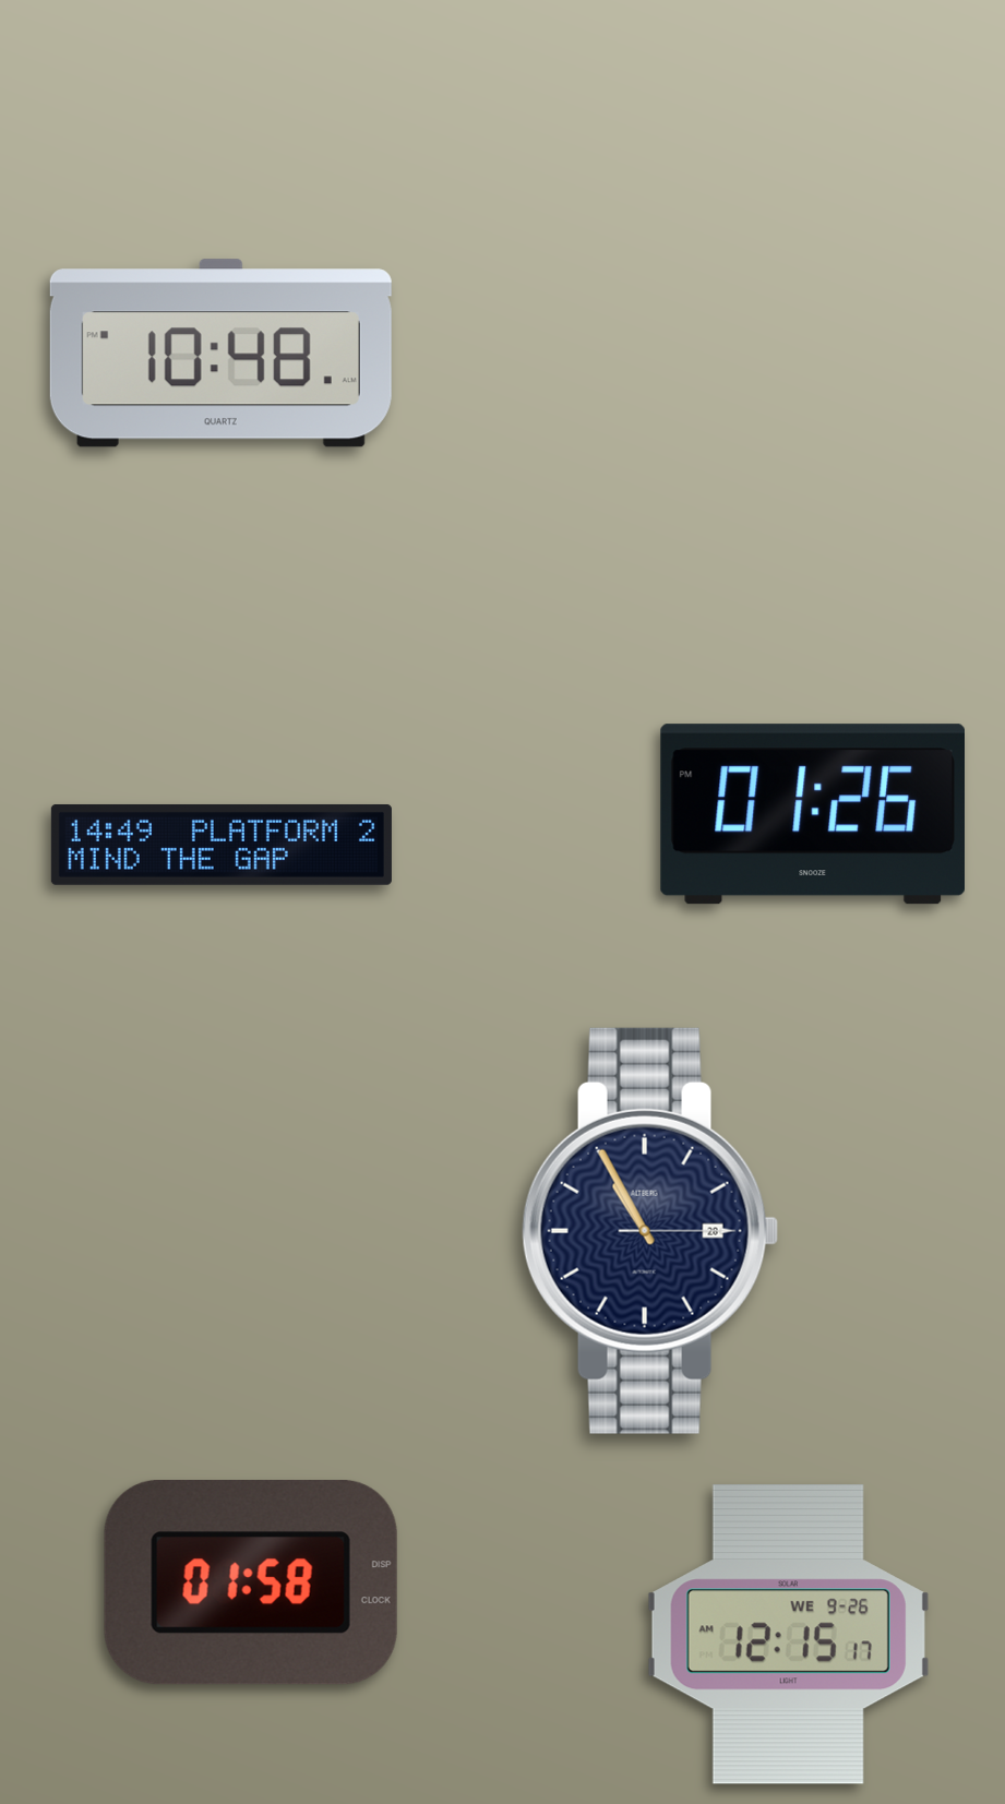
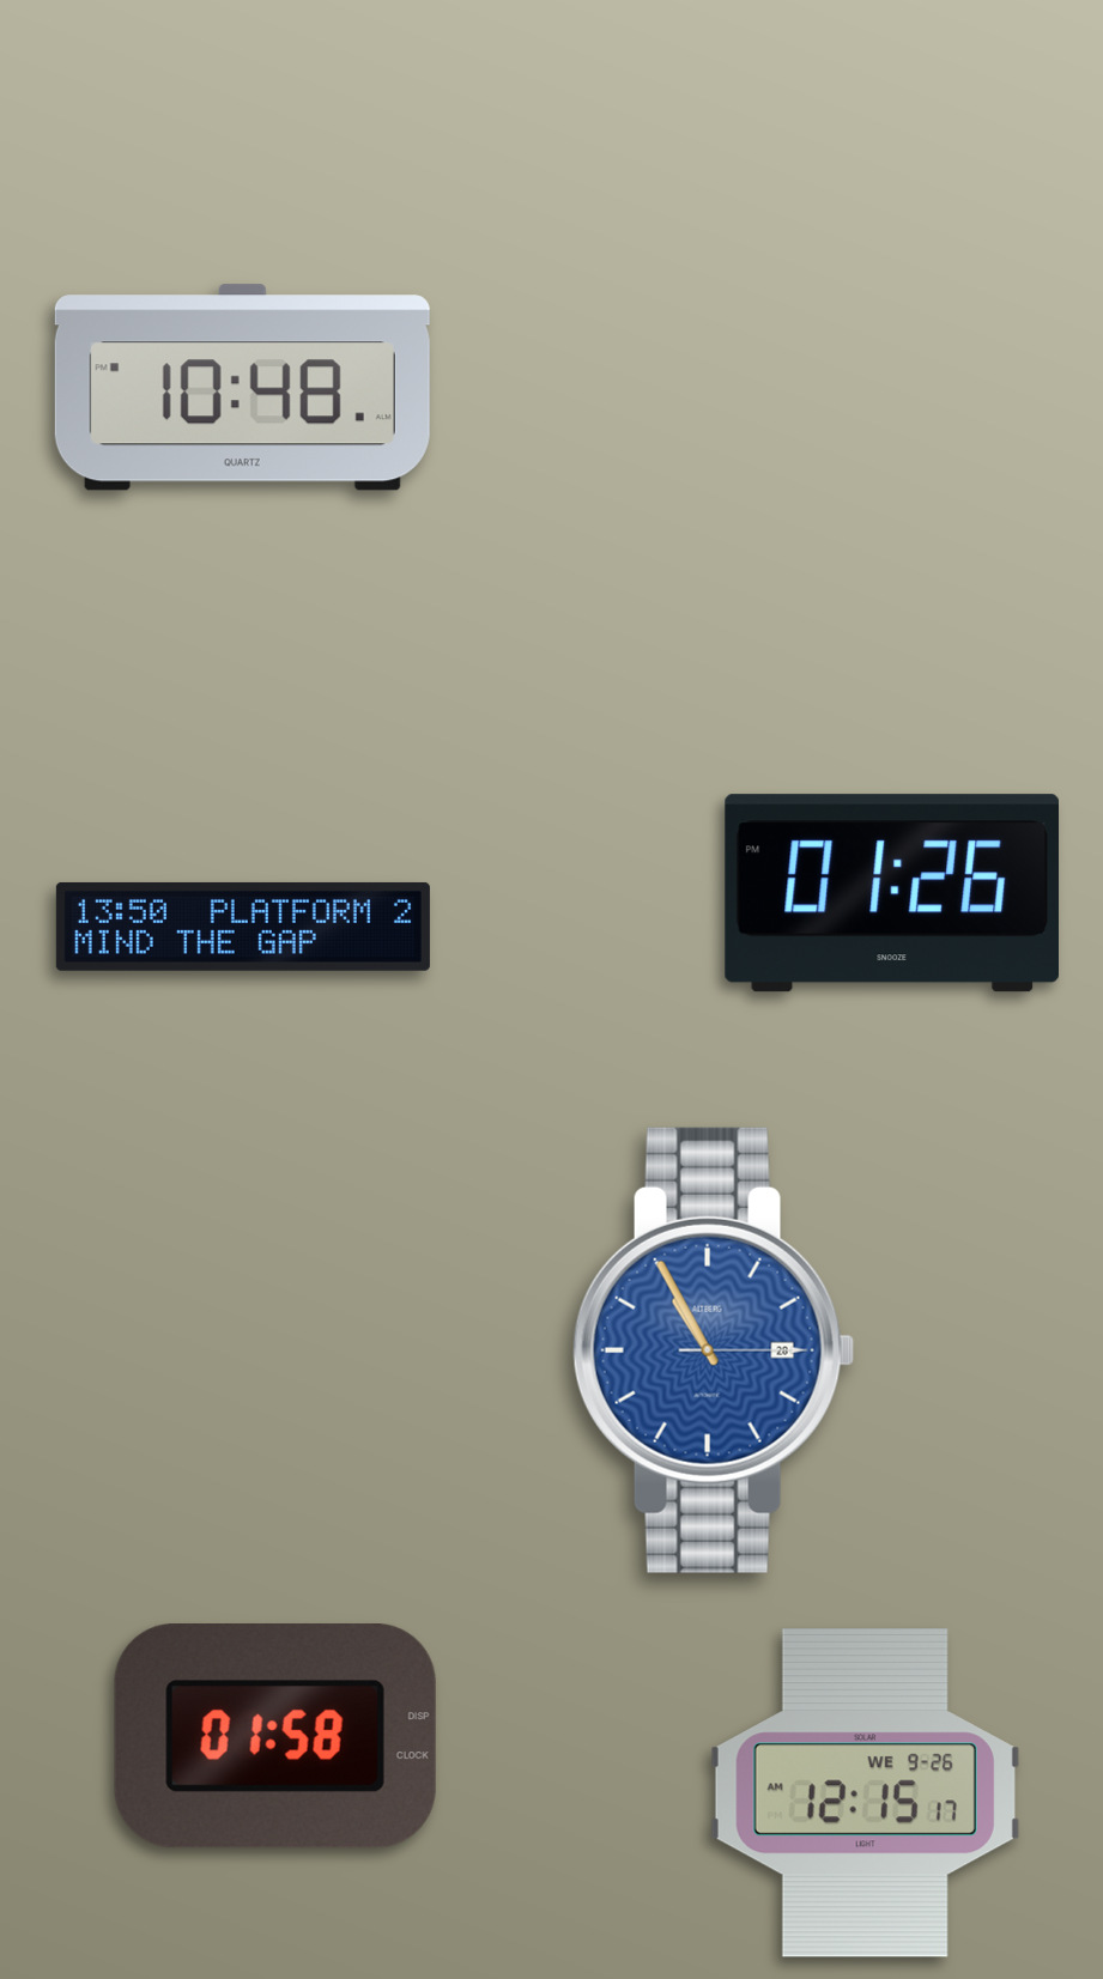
clock at (222, 845): 14:49 -> 13:50
clock at (650, 1231) dial: navy -> blue
